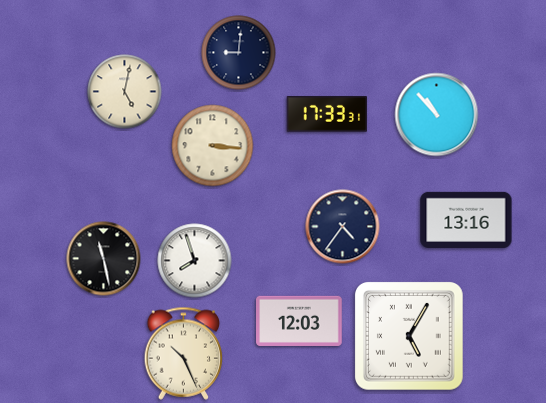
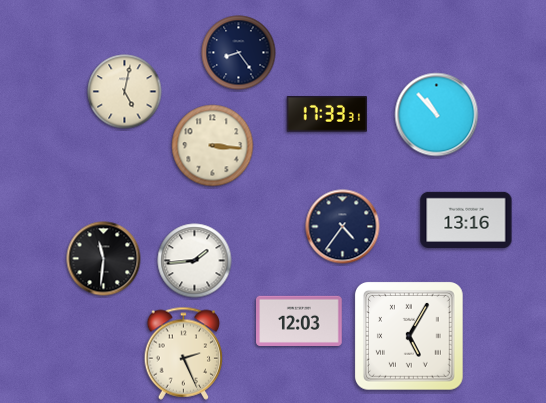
clock at (239, 53): 9:01 -> 8:24
clock at (104, 259): 11:28 -> 11:31
clock at (195, 261): 7:57 -> 1:44
clock at (184, 353): 10:26 -> 2:26
